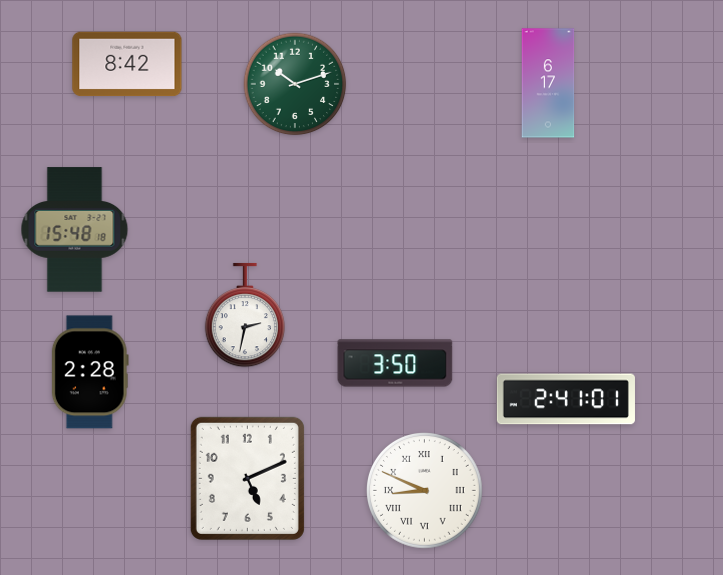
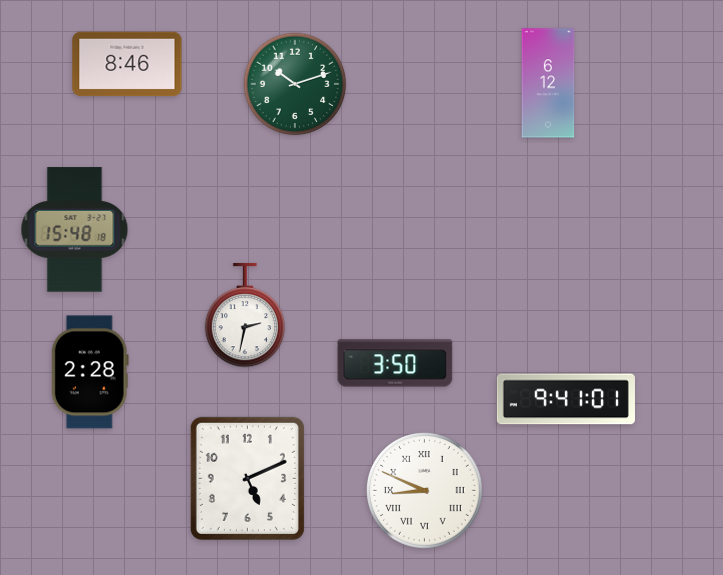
clock at (127, 64): 8:42 -> 8:46
clock at (548, 83): 6:17 -> 6:12
clock at (566, 399): 2:41 -> 9:41
